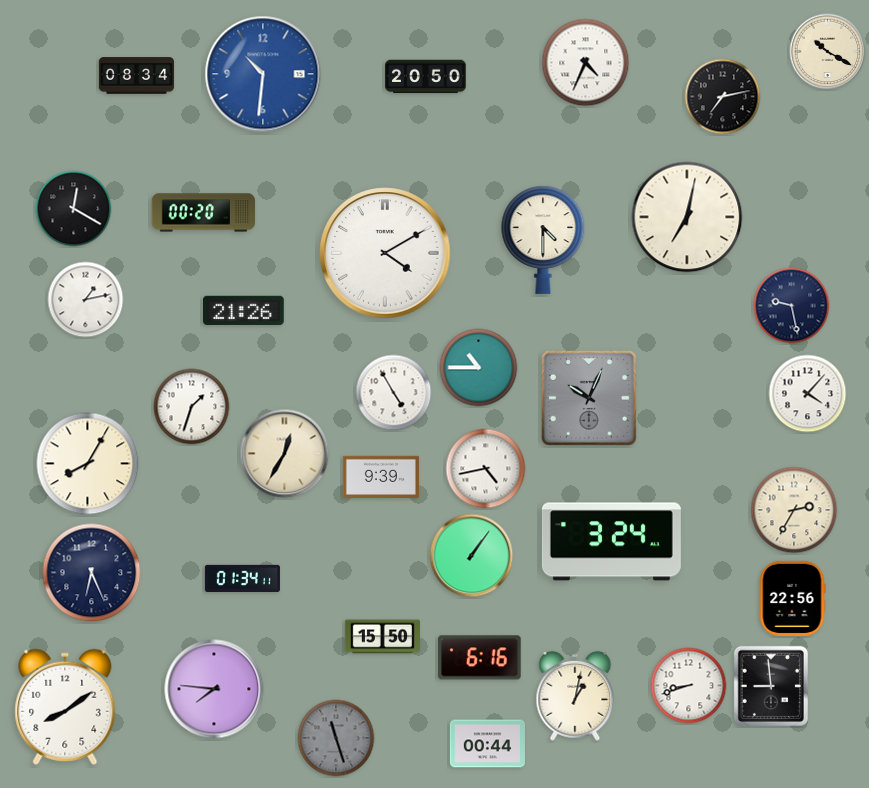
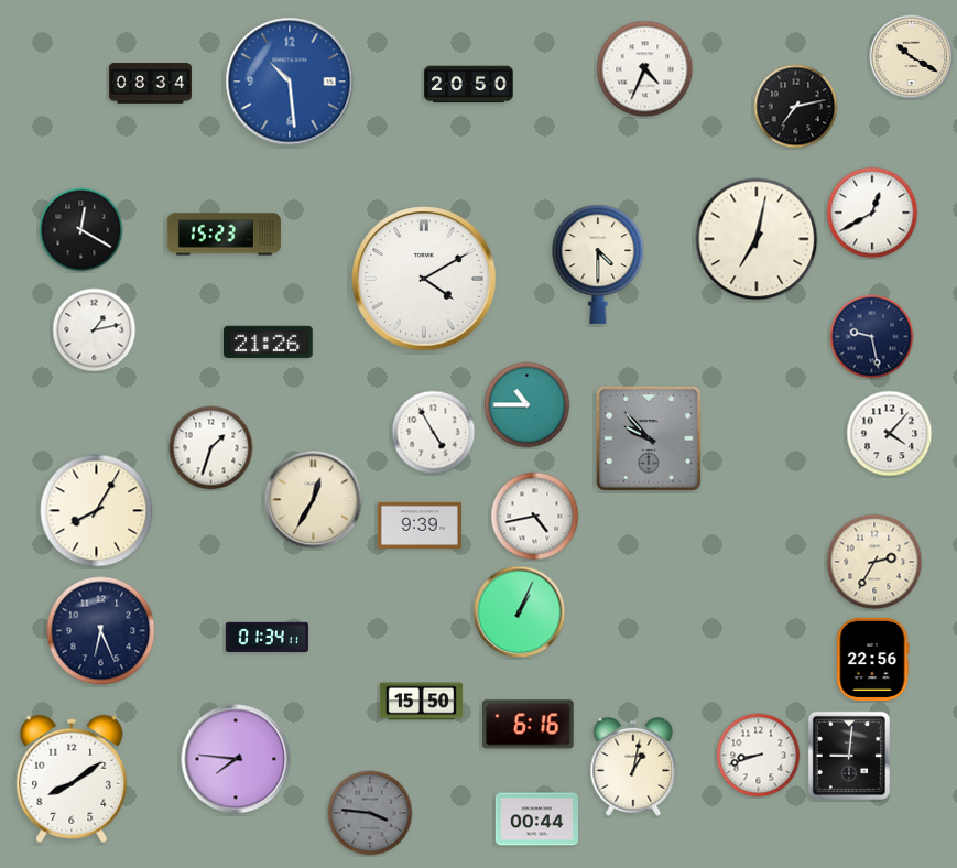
clock at (263, 74): 10:31 -> 10:29
clock at (872, 213): none -> 12:40
clock at (204, 213): 00:20 -> 15:23
clock at (589, 398): 10:04 -> 9:53
clock at (611, 542): 3:24 -> none
clock at (472, 556): 1:06 -> 1:04
clock at (771, 686): 8:59 -> 9:01
clock at (336, 738): 11:27 -> 3:46
